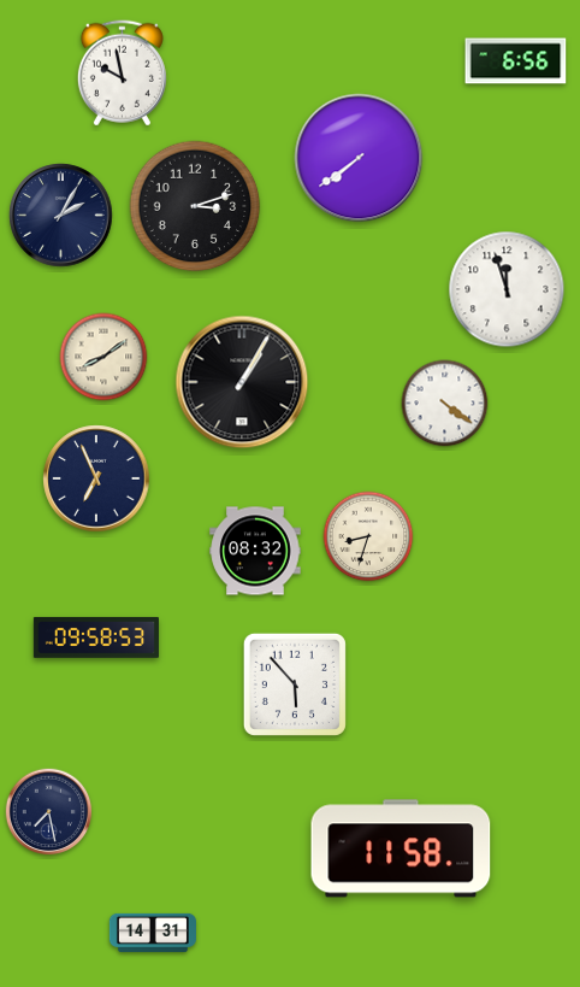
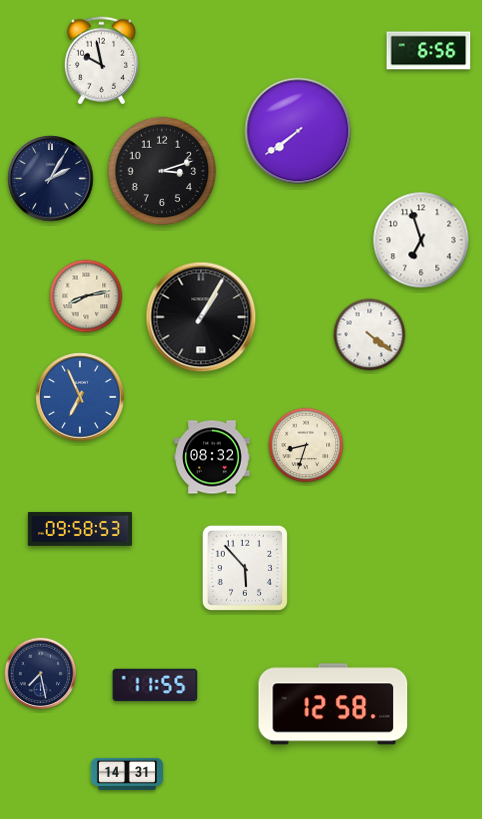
clock at (507, 289): 11:57 -> 6:57
clock at (103, 357): 8:09 -> 8:13
clock at (96, 478) dial: navy -> blue
clock at (155, 685): none -> 11:55
clock at (401, 848): 11:58 -> 12:58
